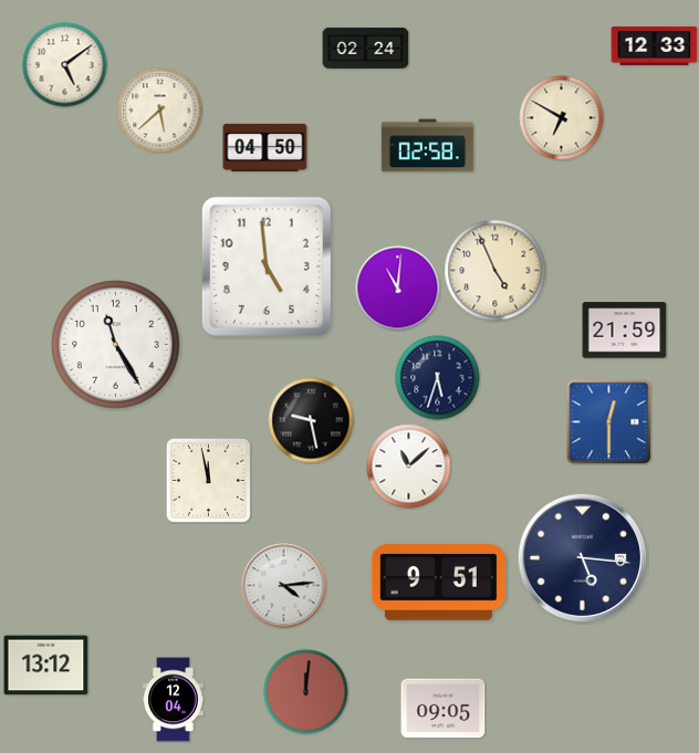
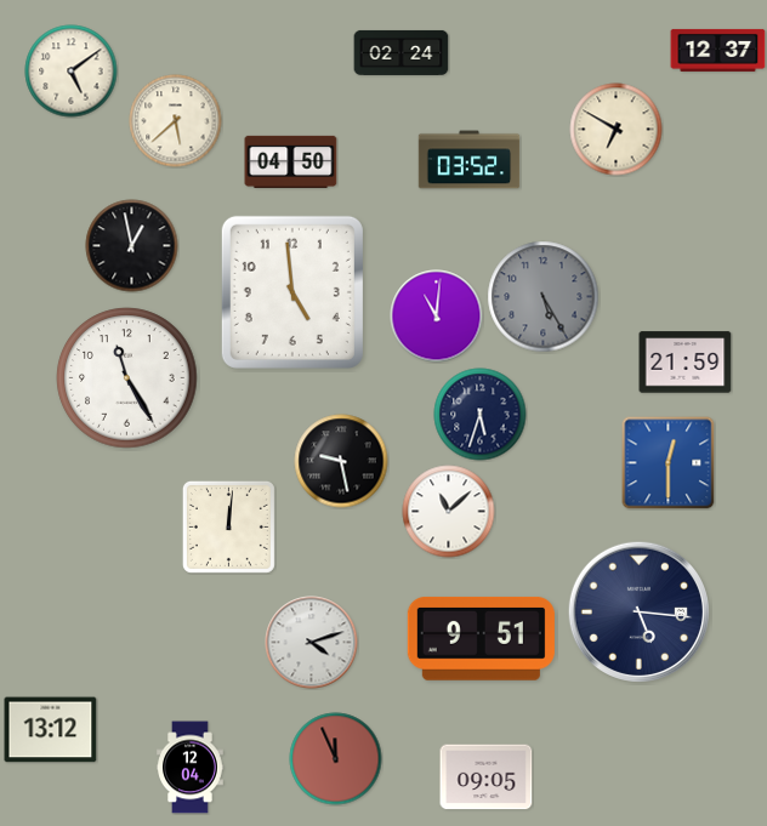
clock at (655, 45): 12:33 -> 12:37
clock at (428, 146): 02:58 -> 03:52
clock at (132, 246): none -> 12:58
clock at (495, 271): 4:56 -> 5:25
clock at (495, 271) dial: cream -> grey
clock at (208, 480): 11:58 -> 12:01
clock at (284, 586): 4:14 -> 4:12
clock at (306, 692): 12:01 -> 11:56
